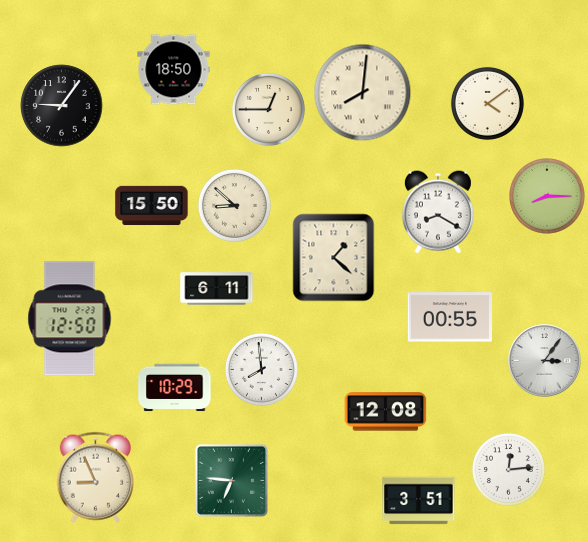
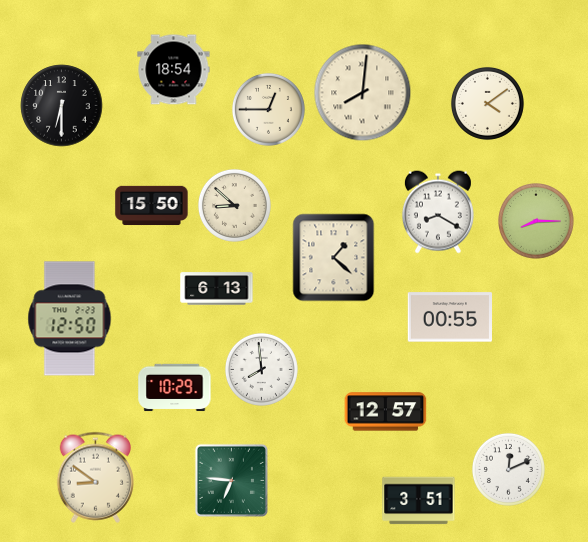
clock at (174, 70): 18:50 -> 18:54
clock at (62, 106): 9:06 -> 6:30
clock at (548, 197) position: (548, 197) -> (537, 222)
clock at (217, 289): 6:11 -> 6:13
clock at (545, 361): 3:06 -> none
clock at (386, 412): 12:08 -> 12:57
clock at (508, 469): 12:14 -> 12:11
clock at (95, 477): 8:56 -> 8:51
